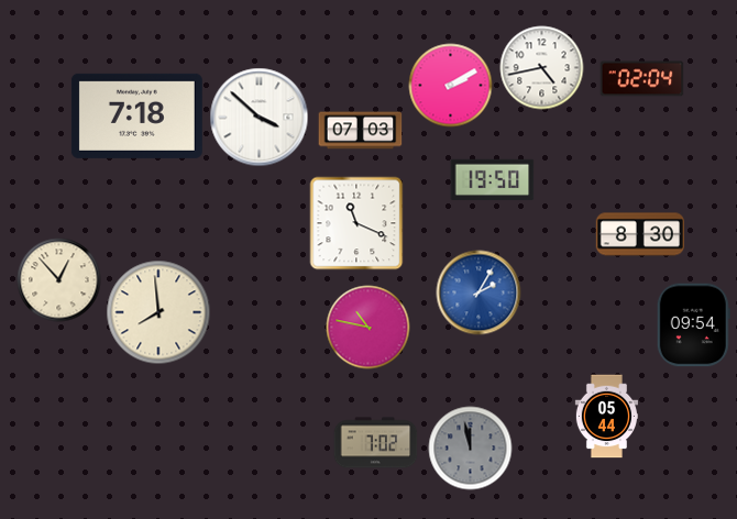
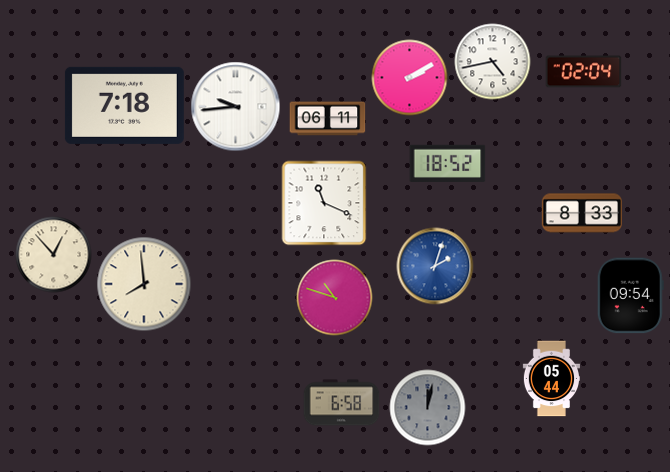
clock at (260, 118): 3:52 -> 9:44
clock at (361, 131): 07:03 -> 06:11
clock at (493, 179): 19:50 -> 18:52
clock at (639, 234): 8:30 -> 8:33
clock at (479, 292): 2:05 -> 2:03
clock at (369, 328): 10:47 -> 10:48
clock at (376, 443): 7:02 -> 6:58
clock at (471, 449): 11:58 -> 12:02
